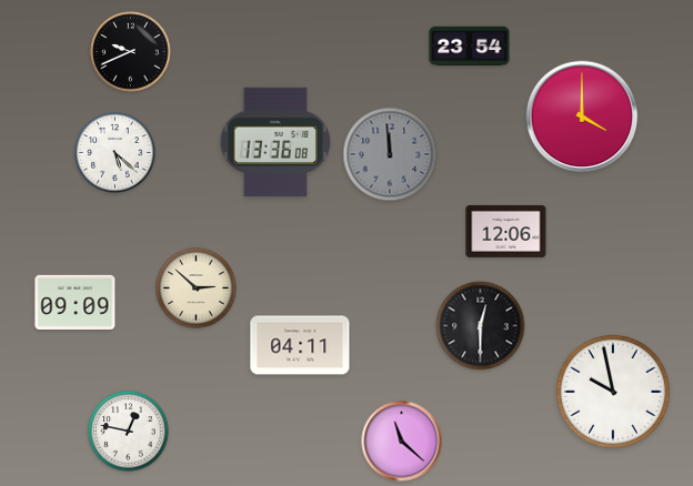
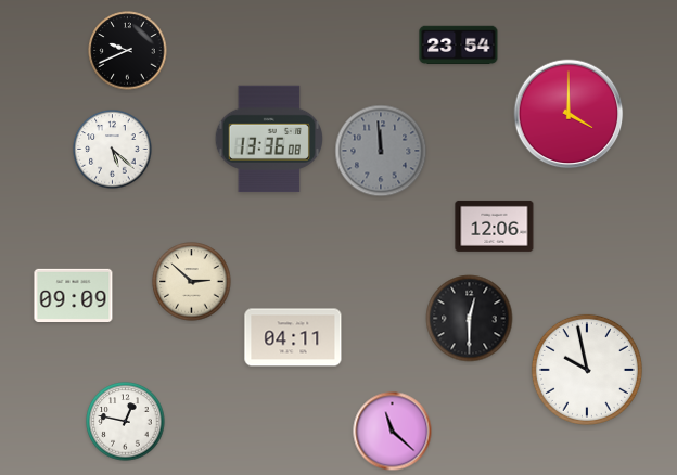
clock at (613, 392) position: (613, 392) -> (587, 370)
